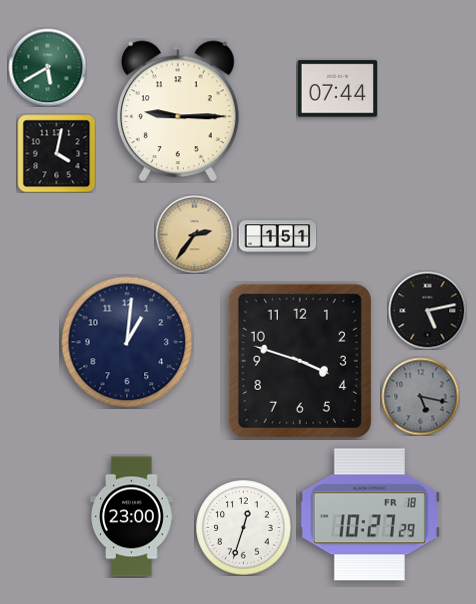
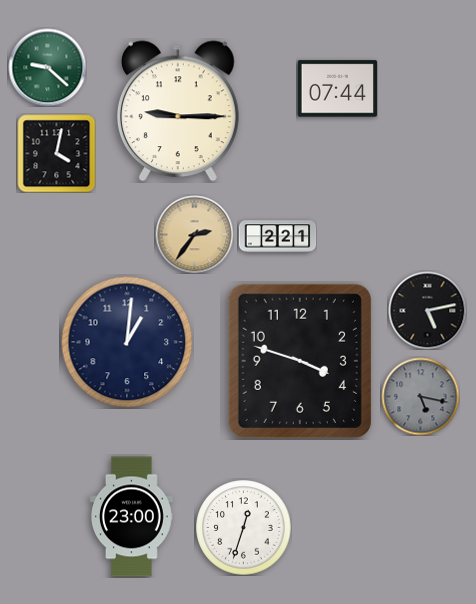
clock at (47, 67): 5:40 -> 9:22
clock at (277, 237): 1:51 -> 2:21
clock at (369, 515): 10:27 -> none
